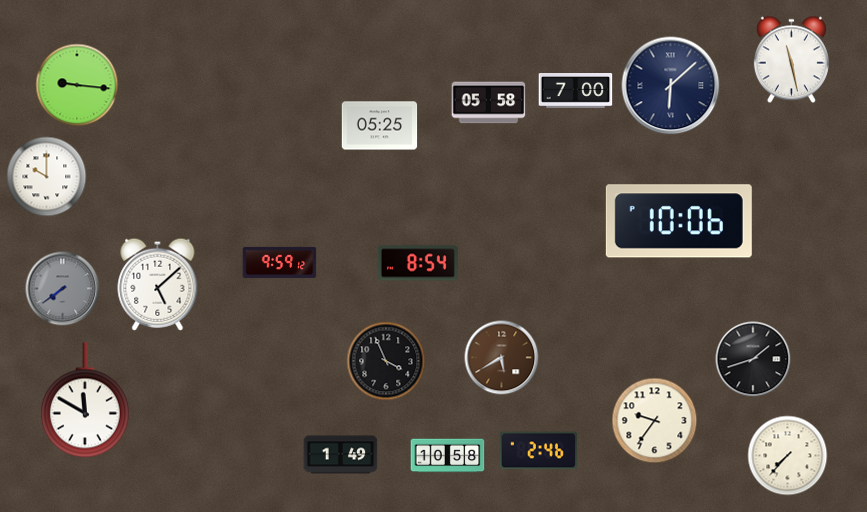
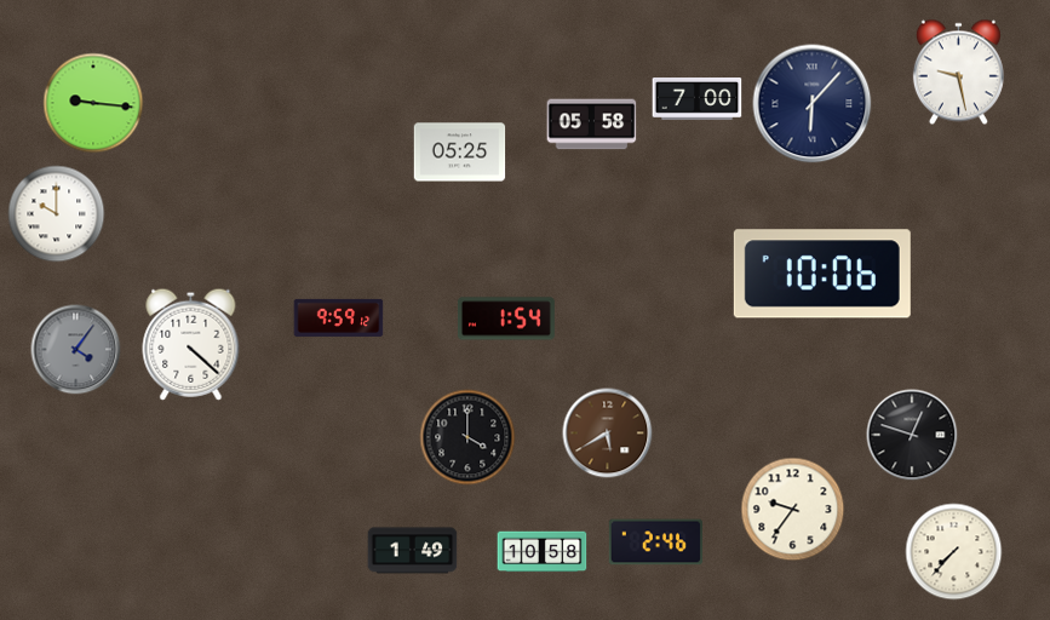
clock at (791, 60): 11:28 -> 9:28
clock at (671, 86): 6:08 -> 6:07
clock at (576, 91) position: (576, 91) -> (698, 99)
clock at (679, 221) position: (679, 221) -> (822, 274)
clock at (418, 263): 8:54 -> 1:54
clock at (158, 284): 5:08 -> 4:22
clock at (63, 289): 7:39 -> 4:06
clock at (753, 359): 1:42 -> 12:48
clock at (386, 361): 3:56 -> 4:00
clock at (85, 400): 11:50 -> none
clock at (538, 451) position: (538, 451) -> (655, 542)
